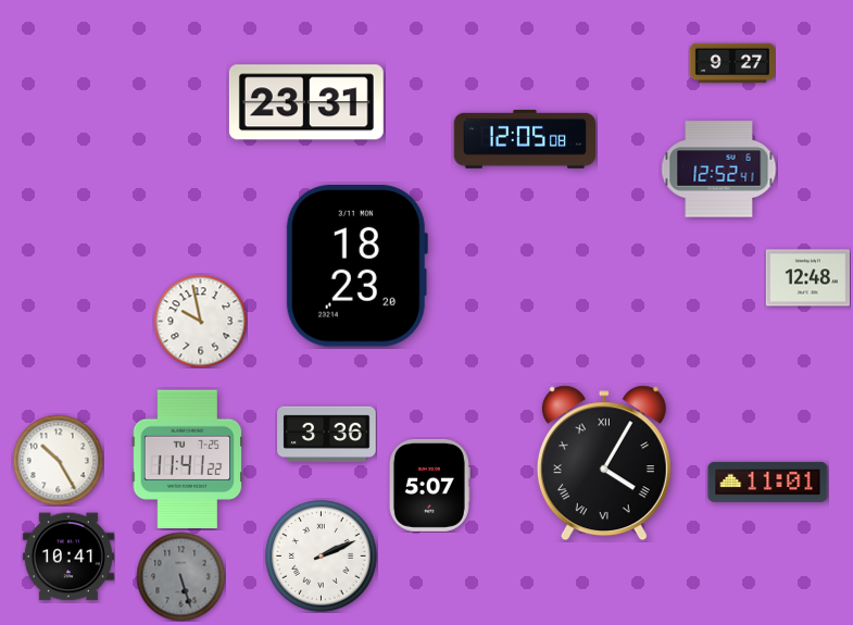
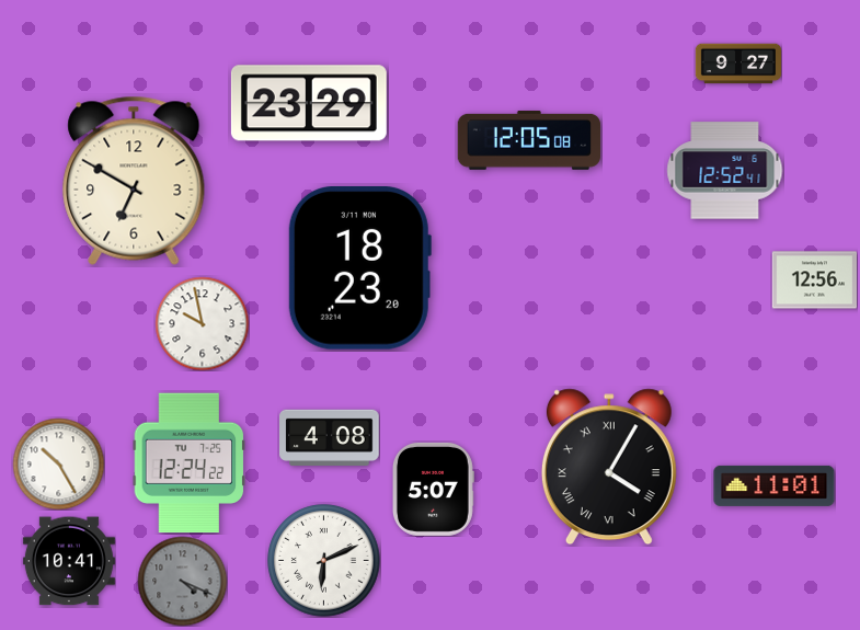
clock at (306, 102): 23:31 -> 23:29
clock at (134, 181): none -> 6:50
clock at (807, 278): 12:48 -> 12:56
clock at (327, 434): 3:36 -> 4:08
clock at (188, 460): 11:41 -> 12:24
clock at (322, 557): 2:11 -> 6:11
clock at (180, 576): 5:27 -> 4:19
